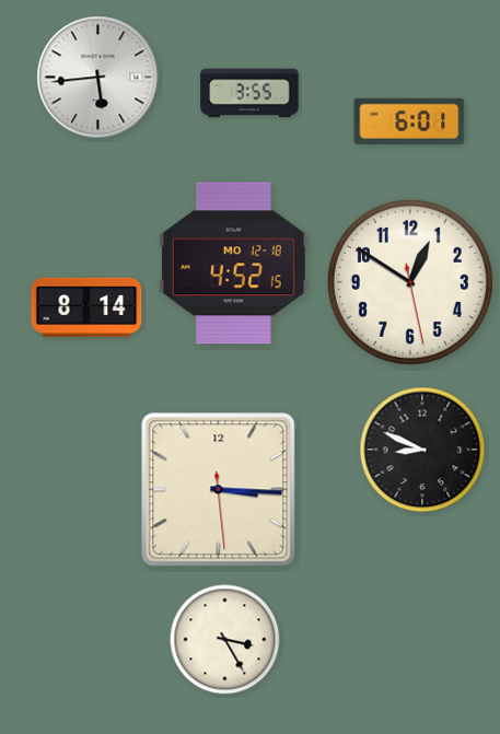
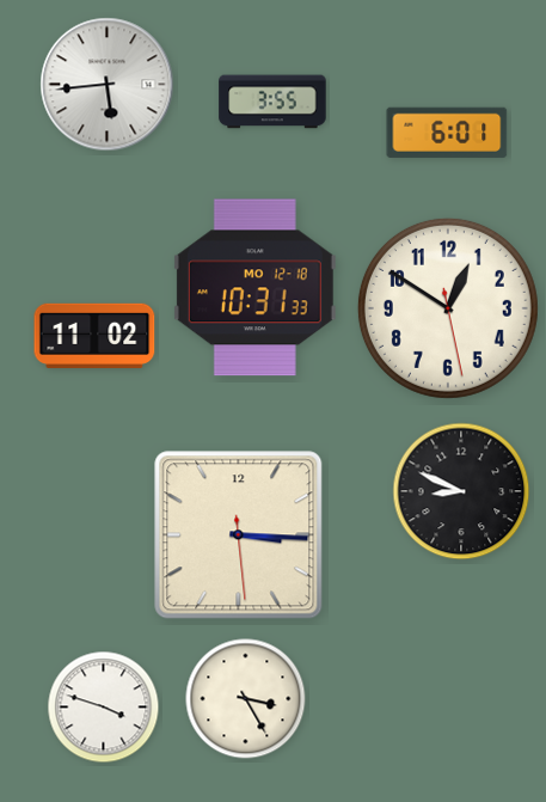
clock at (233, 264): 4:52 -> 10:31
clock at (86, 307): 8:14 -> 11:02
clock at (104, 708): none -> 3:48
